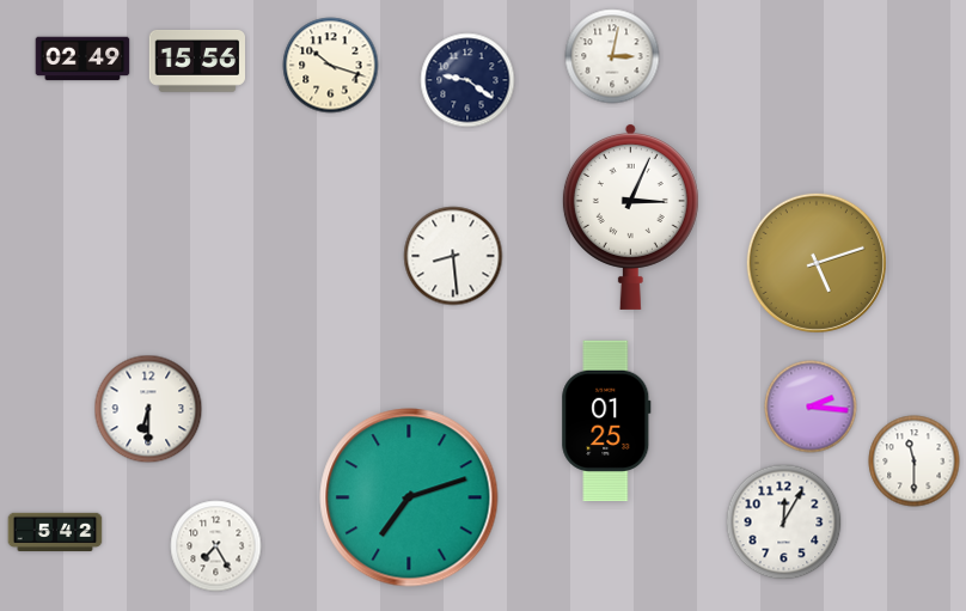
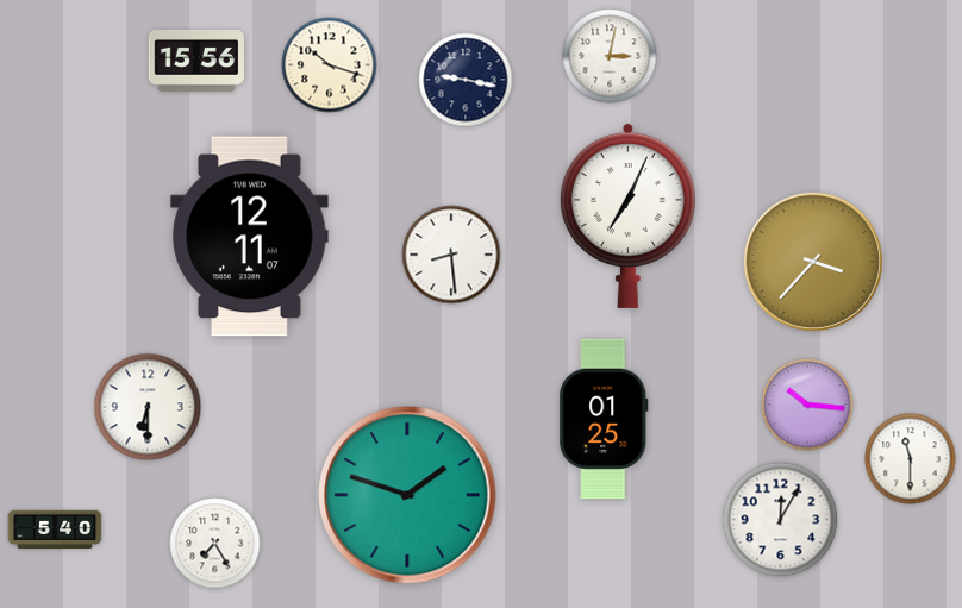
clock at (82, 59): 02:49 -> none
clock at (467, 80): 9:21 -> 9:17
clock at (630, 216): 3:04 -> 7:04
clock at (250, 237): none -> 12:11
clock at (817, 263): 5:12 -> 3:37
clock at (811, 407): 2:16 -> 10:16
clock at (409, 497): 7:12 -> 1:48
clock at (55, 531): 5:42 -> 5:40
